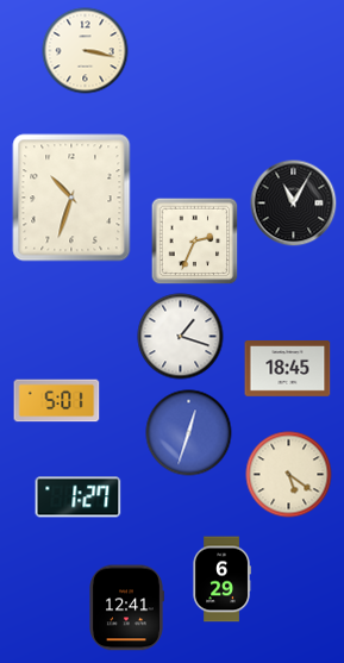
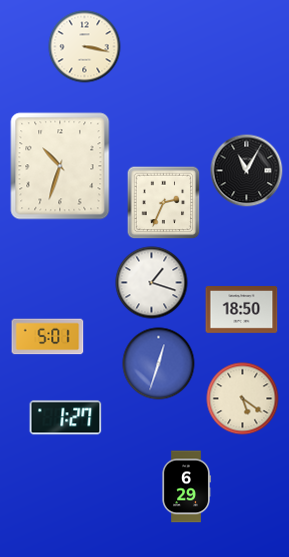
clock at (86, 51) position: (86, 51) -> (85, 47)
clock at (288, 369): 18:45 -> 18:50
clock at (126, 608): 12:41 -> none
